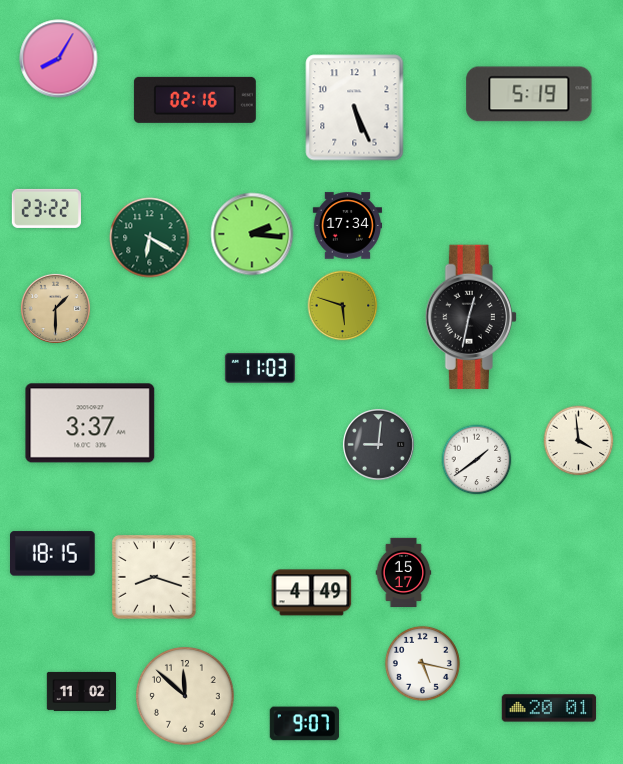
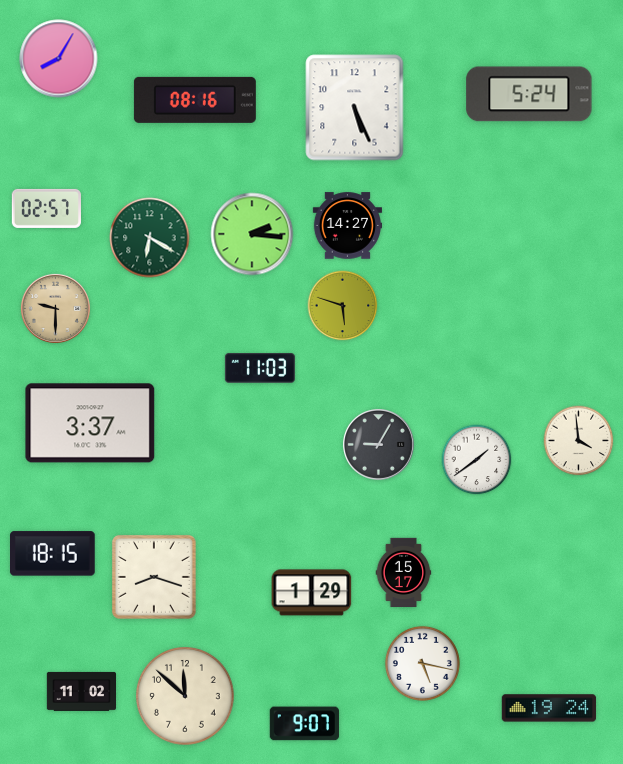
clock at (529, 94): 5:19 -> 5:24
clock at (195, 100): 02:16 -> 08:16
clock at (46, 208): 23:22 -> 02:57
clock at (347, 226): 17:34 -> 14:27
clock at (55, 308): 1:30 -> 9:30
clock at (470, 317): 12:32 -> none
clock at (378, 444): 9:01 -> 9:05
clock at (312, 593): 4:49 -> 1:29
clock at (549, 708): 20:01 -> 19:24
